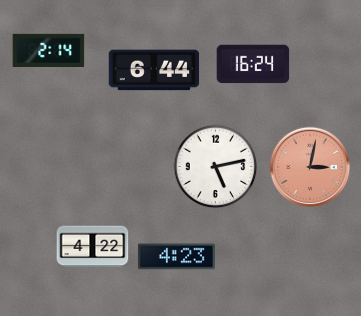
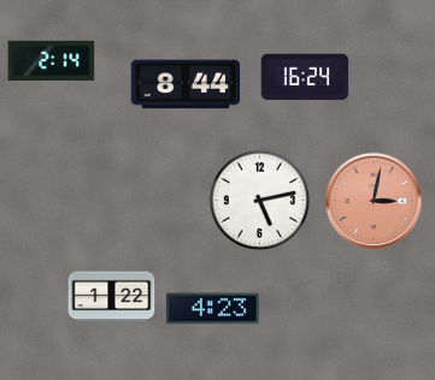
clock at (49, 50) position: (49, 50) -> (52, 60)
clock at (154, 70): 6:44 -> 8:44
clock at (93, 247): 4:22 -> 1:22
